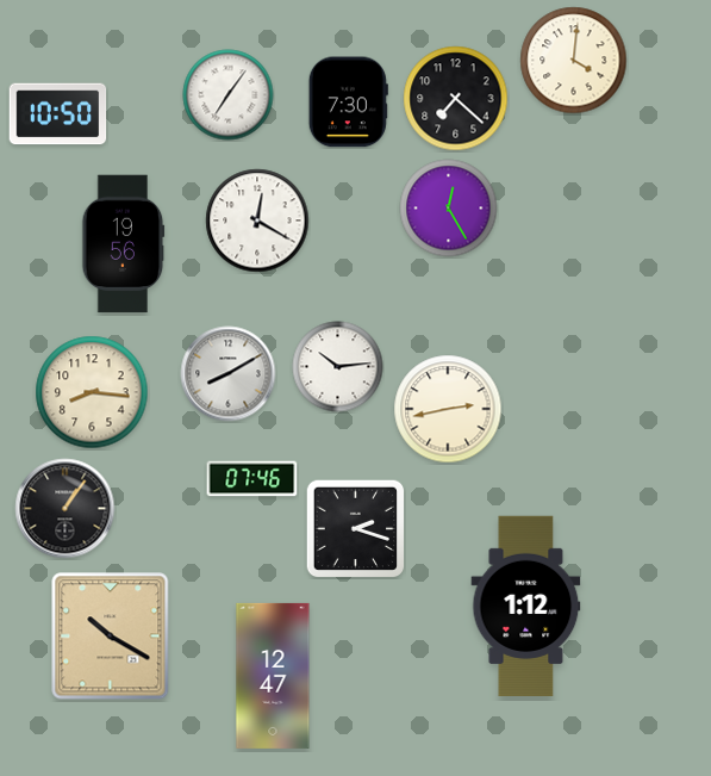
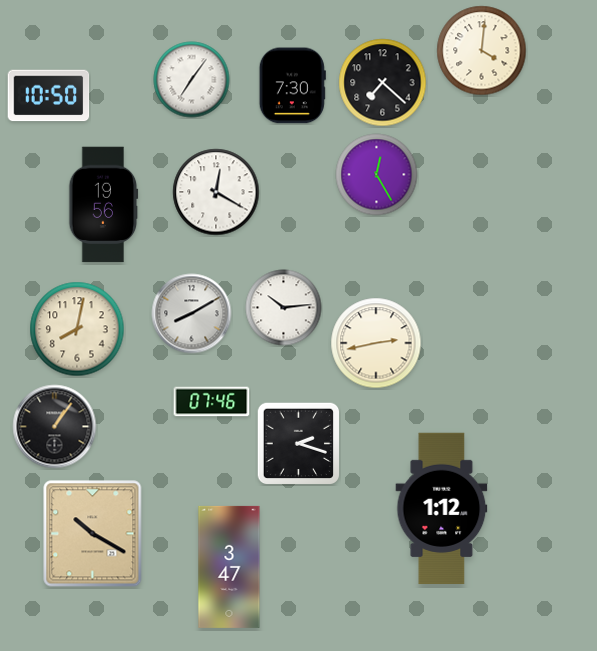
clock at (257, 221) position: (257, 221) -> (216, 192)
clock at (92, 392): 8:16 -> 8:02
clock at (273, 676): 12:47 -> 3:47
